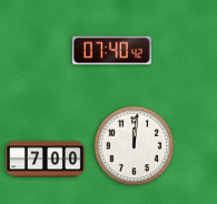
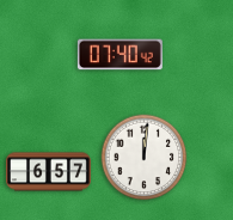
clock at (45, 160): 7:00 -> 6:57
